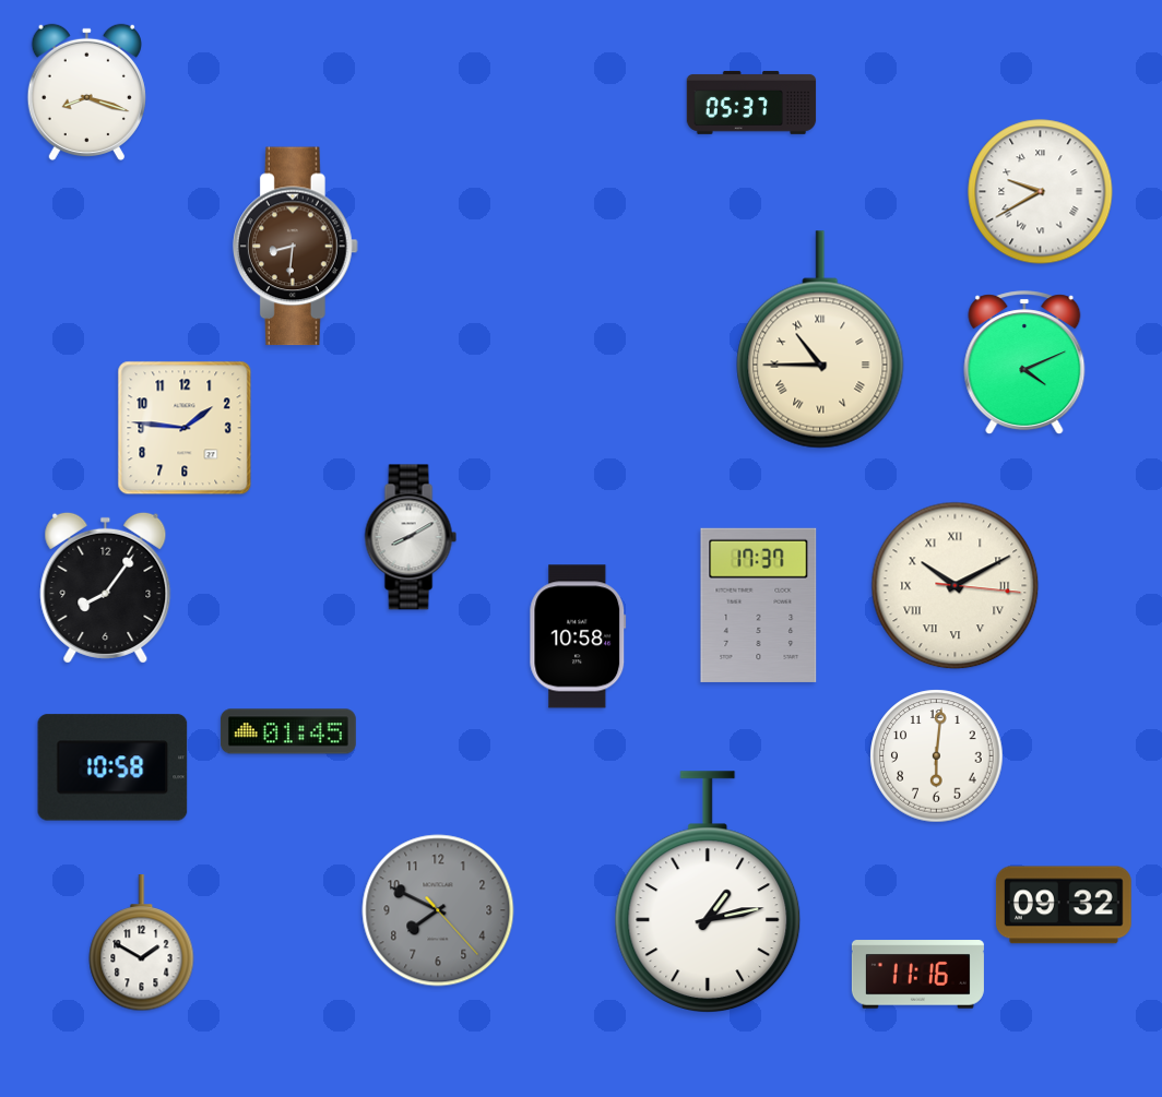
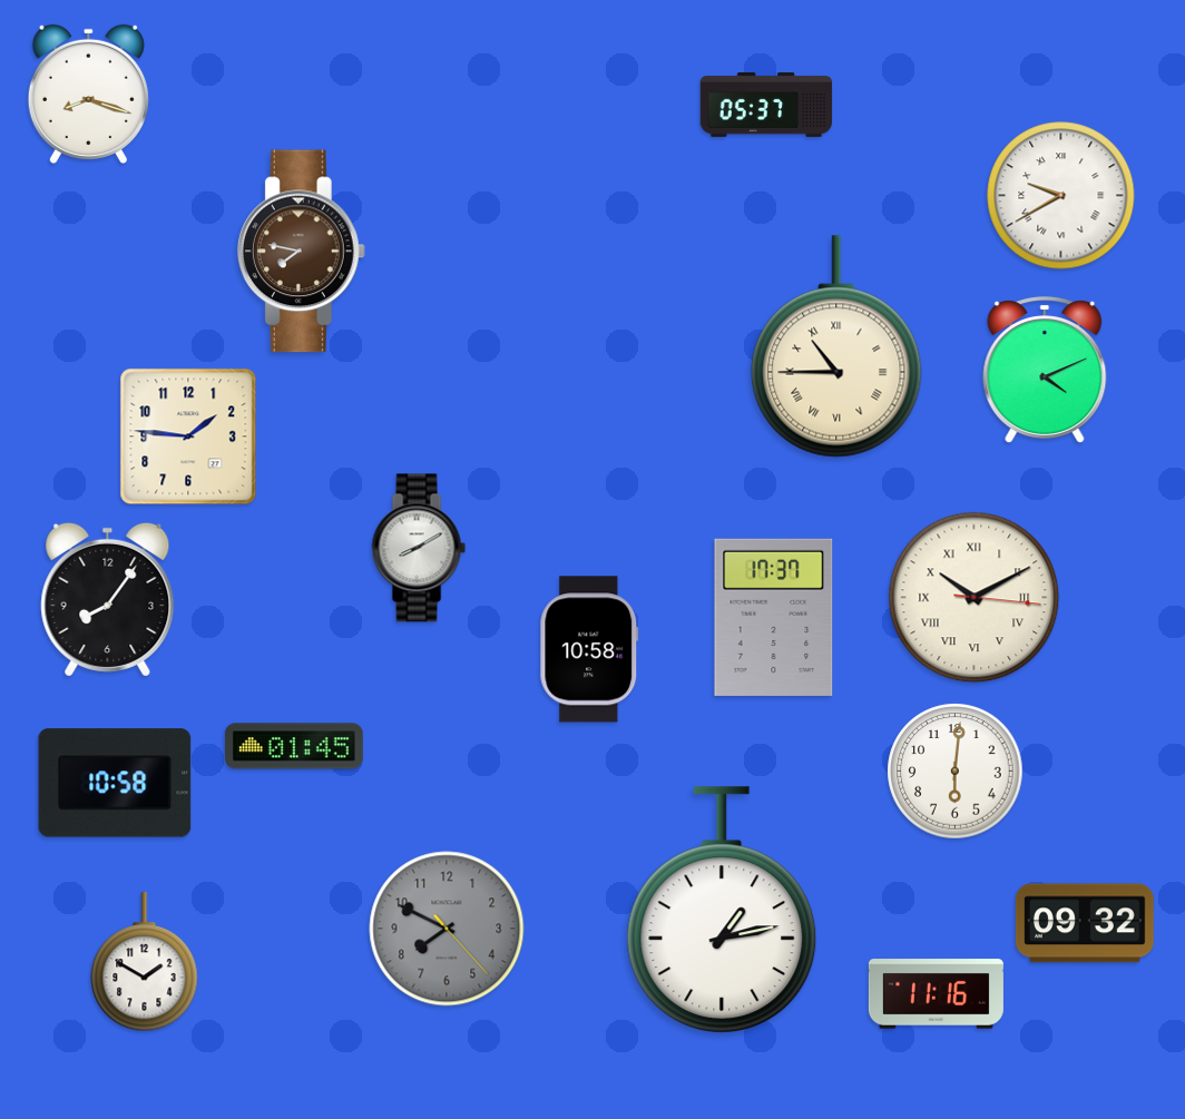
clock at (295, 247): 8:31 -> 7:47
